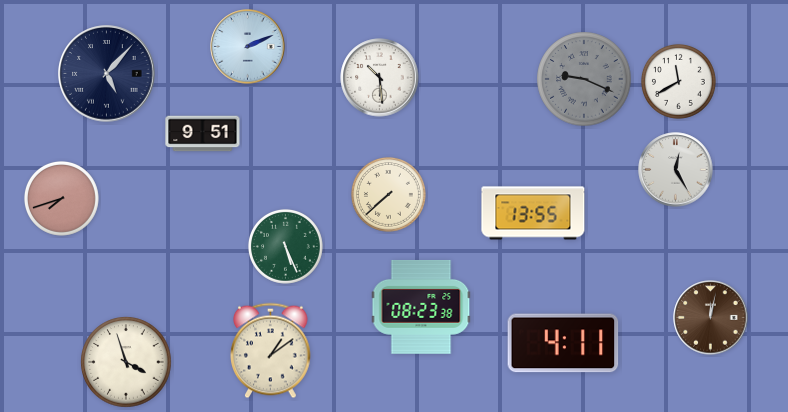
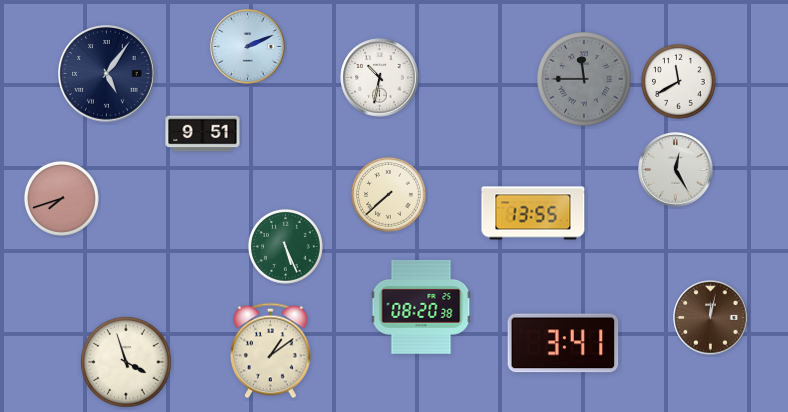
clock at (107, 74): 5:07 -> 5:06
clock at (380, 78): 10:29 -> 10:32
clock at (584, 79): 9:19 -> 11:45
clock at (421, 307): 08:23 -> 08:20
clock at (563, 343): 4:11 -> 3:41
